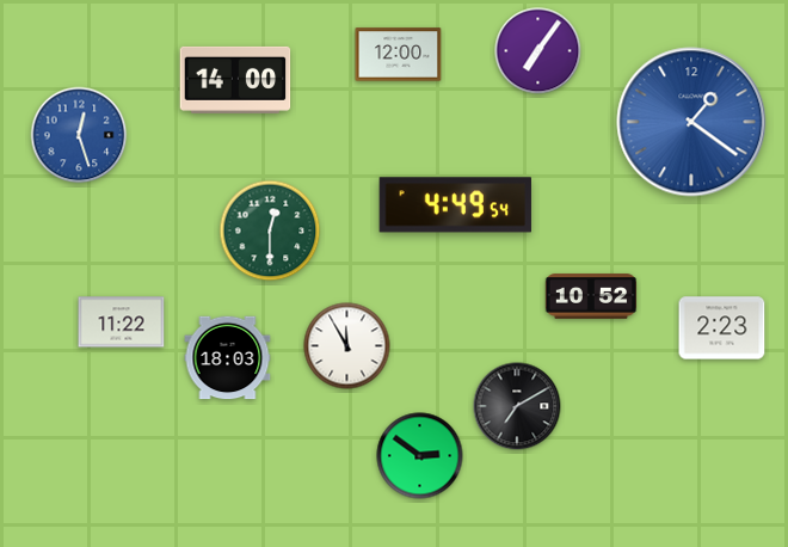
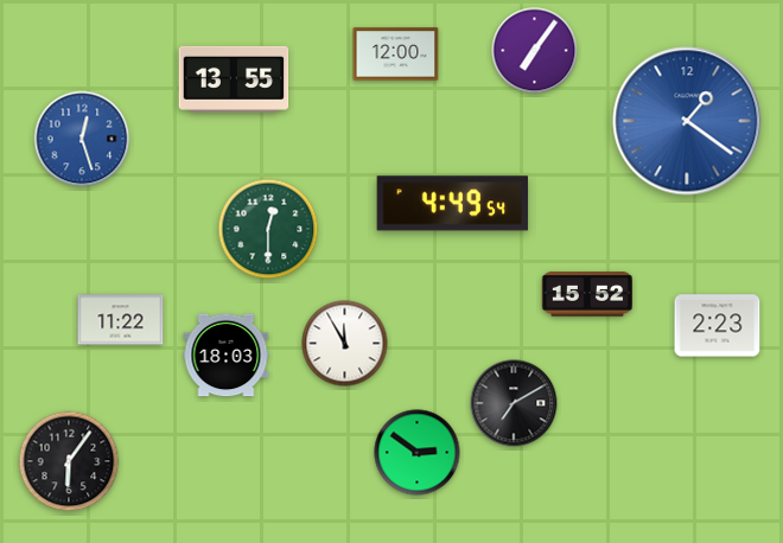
clock at (235, 80): 14:00 -> 13:55
clock at (79, 135) position: (79, 135) -> (82, 139)
clock at (591, 296): 10:52 -> 15:52
clock at (69, 461): none -> 6:06
